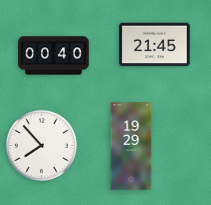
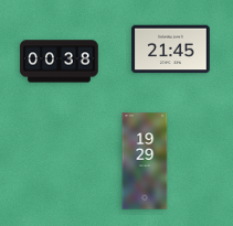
clock at (54, 56): 00:40 -> 00:38
clock at (41, 145): 7:53 -> none
